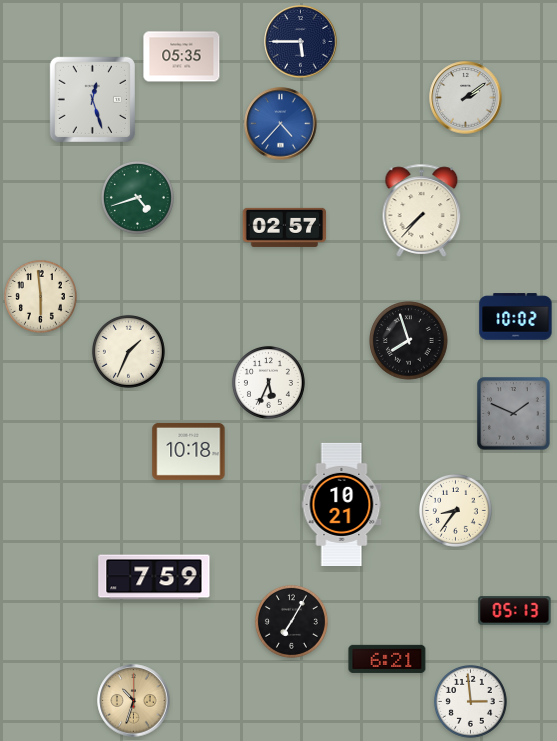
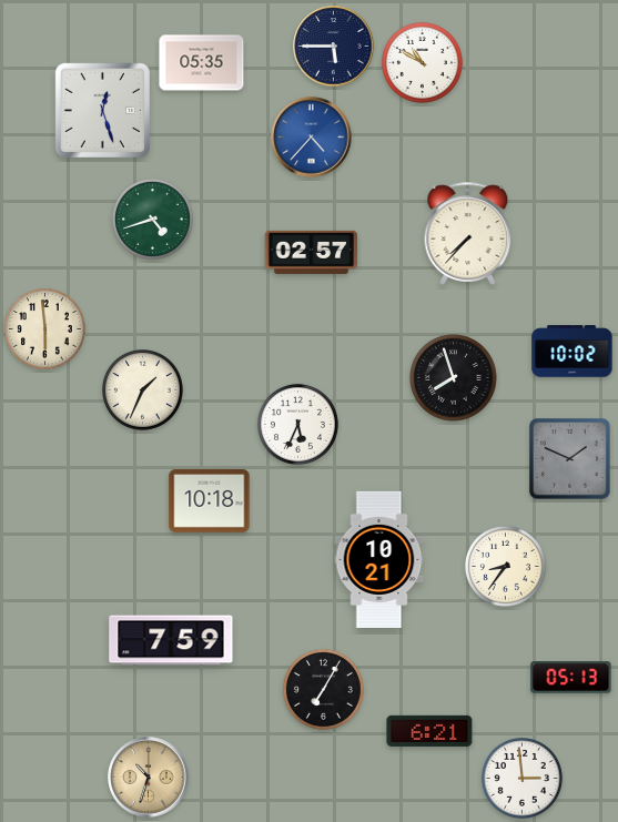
clock at (422, 62): none -> 10:50
clock at (466, 98): 2:09 -> none
clock at (285, 227) position: (285, 227) -> (312, 252)
